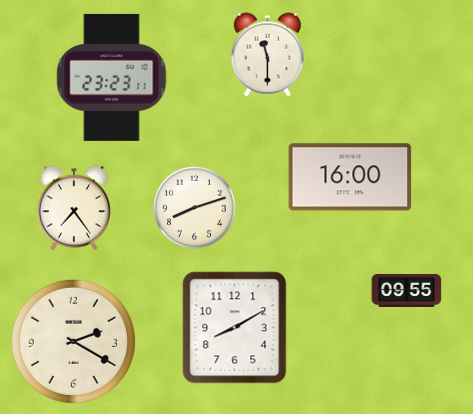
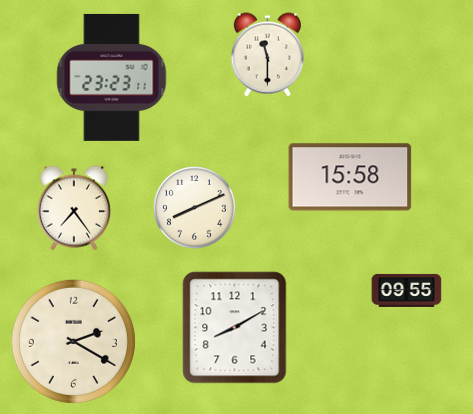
clock at (350, 177): 16:00 -> 15:58
clock at (195, 208): 8:12 -> 8:11
